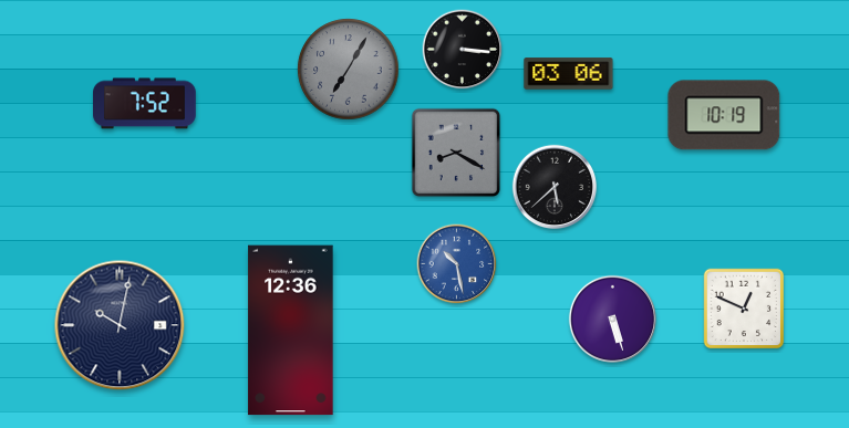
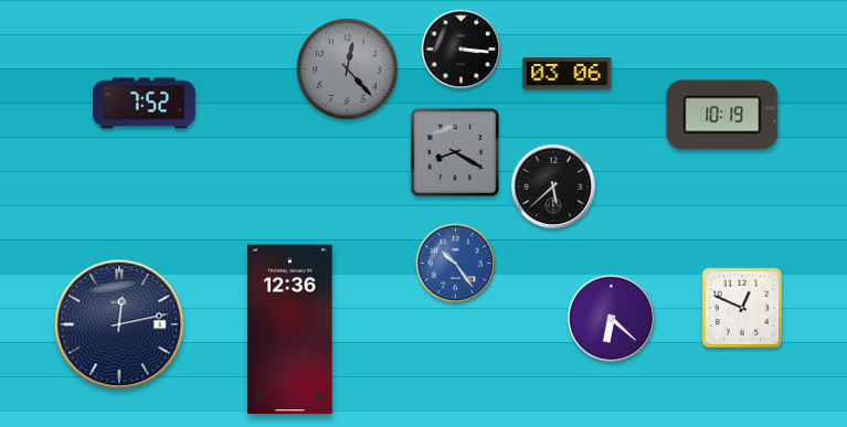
clock at (349, 70): 7:05 -> 12:23
clock at (457, 264): 10:28 -> 10:24
clock at (612, 319): 5:27 -> 6:22
clock at (120, 325): 10:02 -> 12:13
